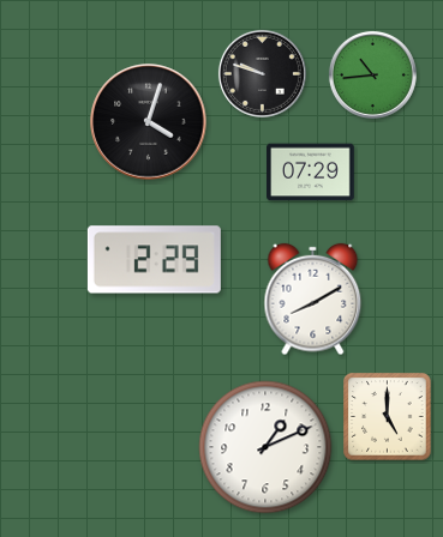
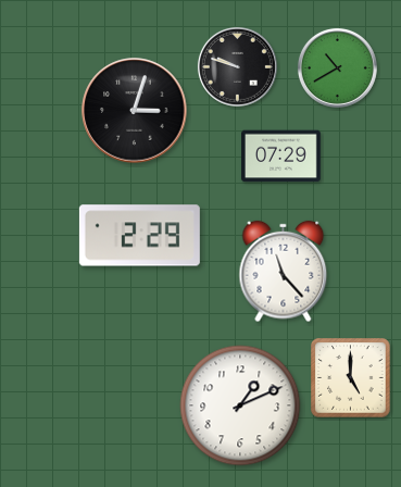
clock at (372, 74): 10:44 -> 10:40
clock at (149, 122): 4:03 -> 3:03
clock at (313, 300): 8:10 -> 11:23
